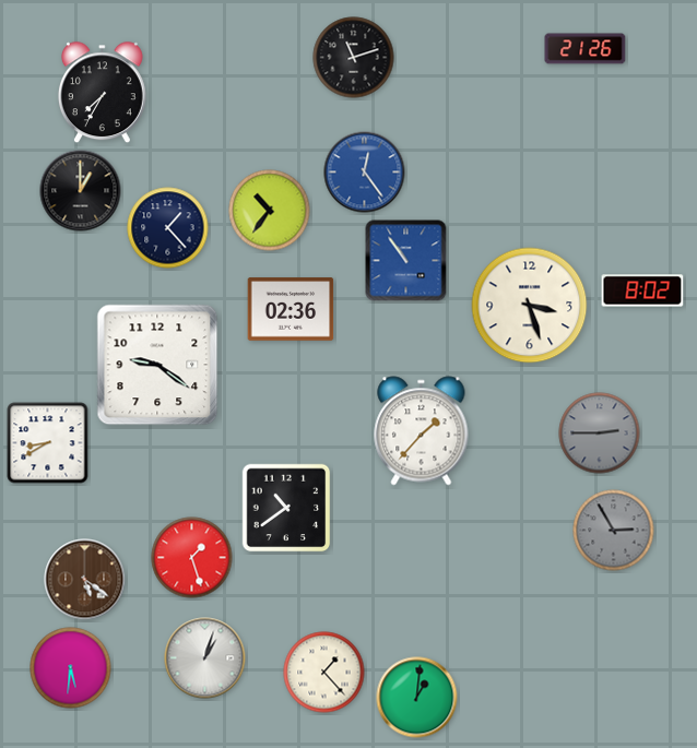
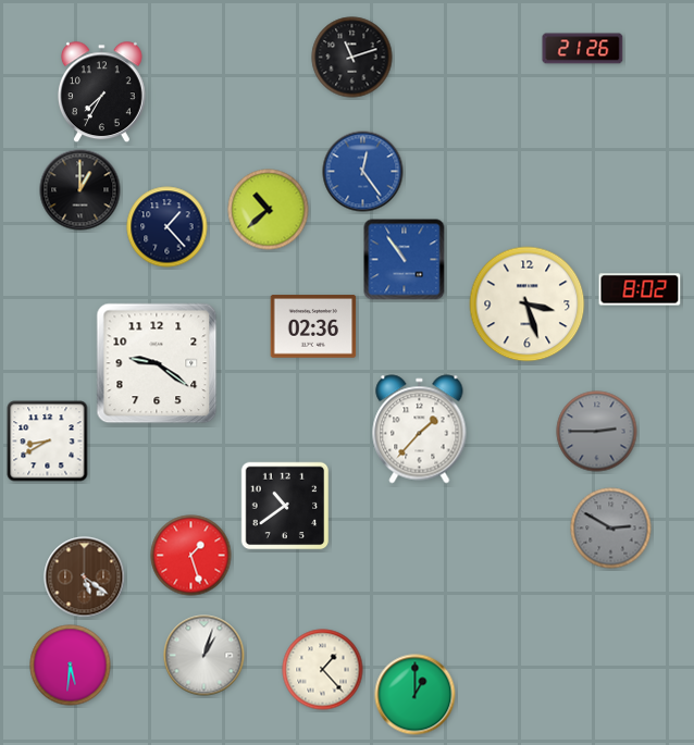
clock at (270, 211): 10:36 -> 10:38
clock at (291, 309) position: (291, 309) -> (313, 326)
clock at (614, 531): 2:55 -> 2:50
clock at (417, 698): 1:01 -> 1:00
